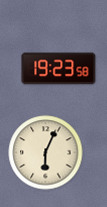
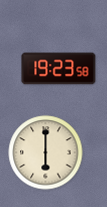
clock at (46, 153): 6:04 -> 6:00
